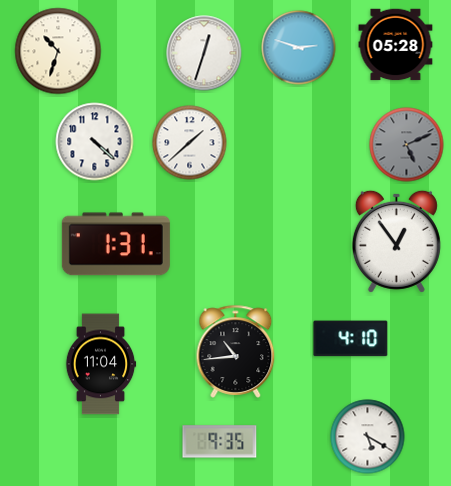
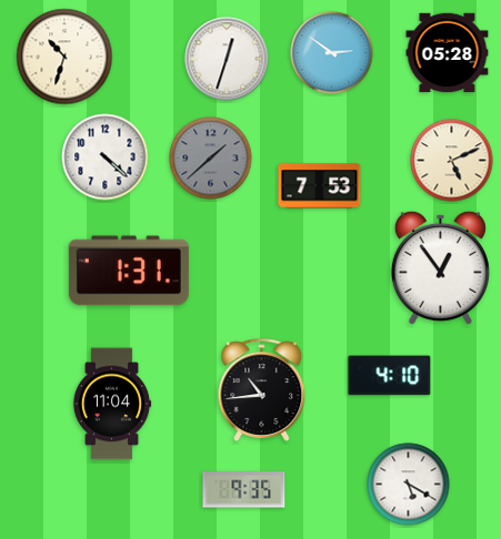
clock at (396, 45) position: (396, 45) -> (448, 53)
clock at (299, 48): 2:48 -> 2:51
clock at (190, 143) dial: white -> grey
clock at (407, 145) dial: grey -> cream
clock at (320, 186): none -> 7:53
